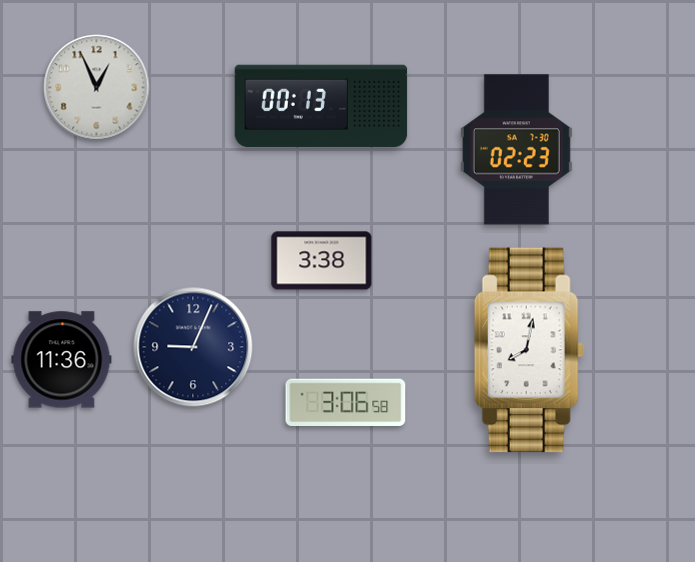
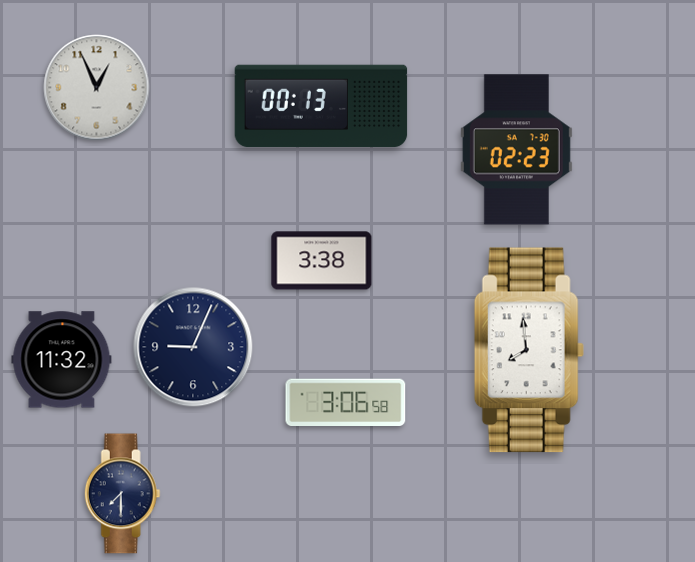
clock at (529, 350): 8:02 -> 7:59
clock at (62, 360): 11:36 -> 11:32
clock at (122, 494): none -> 7:30
